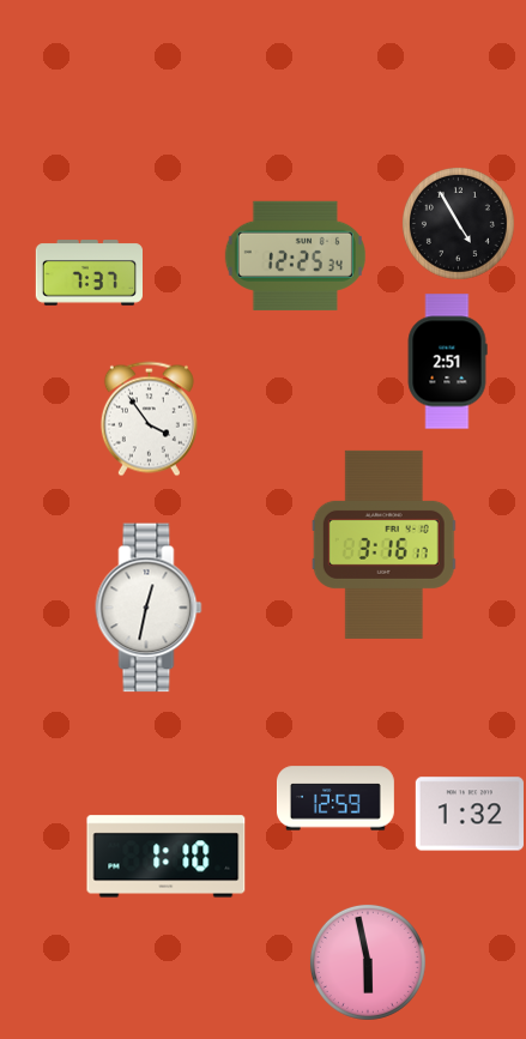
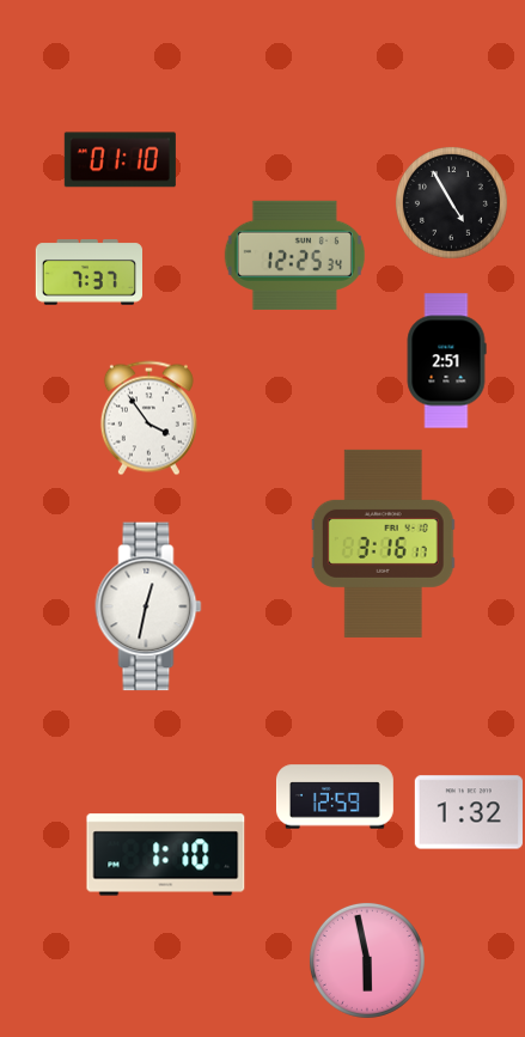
clock at (120, 160): none -> 01:10
clock at (458, 223) position: (458, 223) -> (451, 202)
